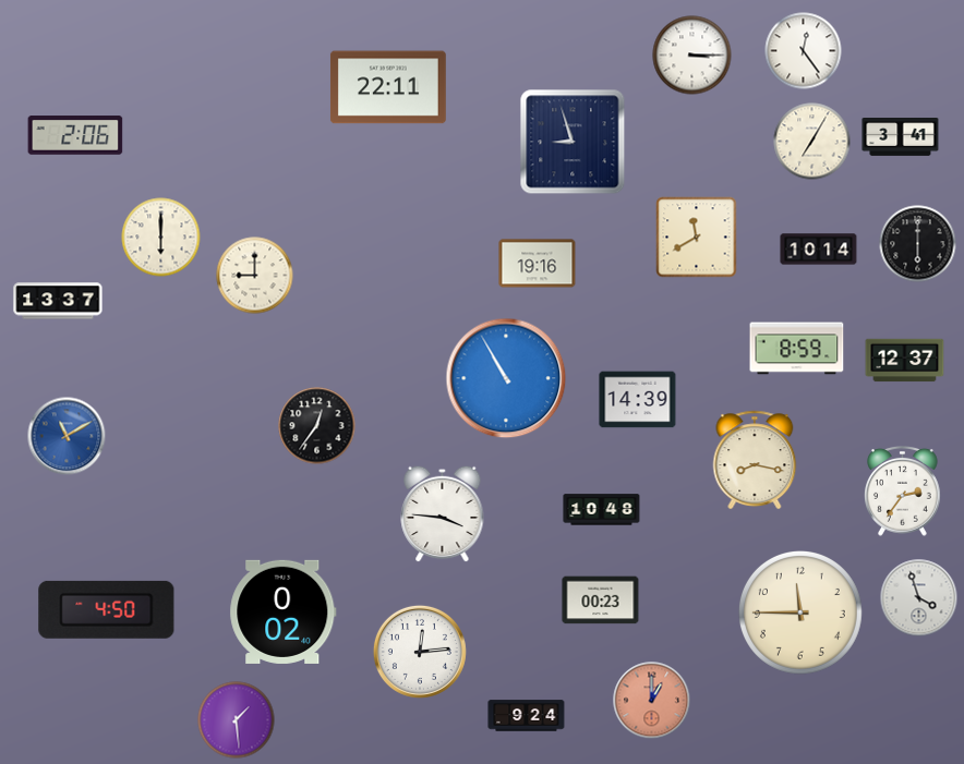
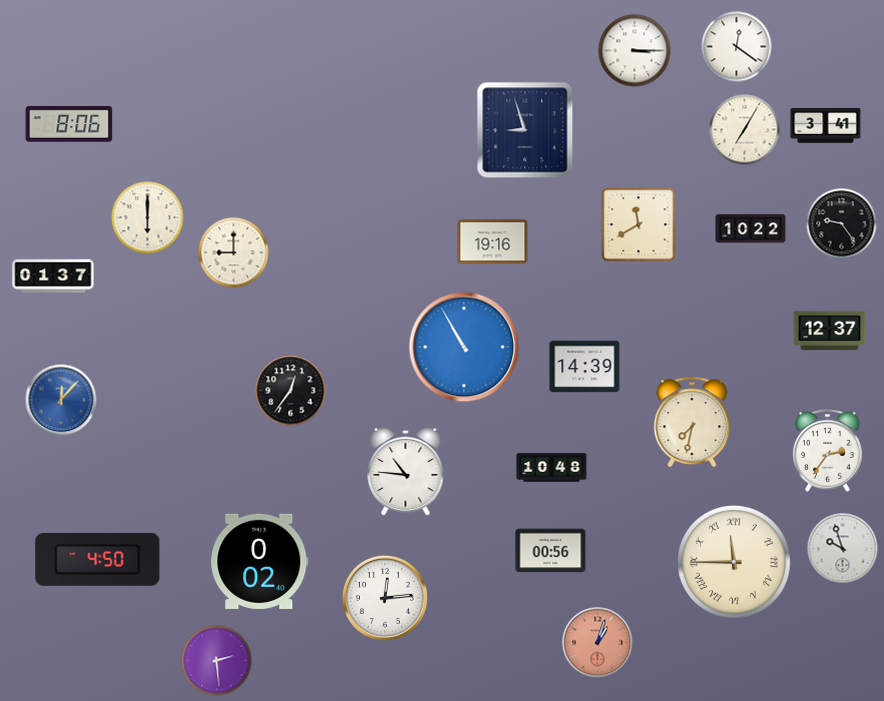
clock at (804, 51): 12:24 -> 12:21
clock at (388, 87): 22:11 -> none
clock at (75, 135): 2:06 -> 8:06
clock at (697, 238) position: (697, 238) -> (639, 225)
clock at (918, 244): 6:00 -> 9:24
clock at (819, 250): 10:14 -> 10:22
clock at (58, 301): 13:37 -> 01:37
clock at (797, 349): 8:59 -> none
clock at (67, 436): 11:10 -> 12:07
clock at (755, 460): 8:17 -> 7:32
clock at (443, 513): 3:46 -> 10:46
clock at (919, 598): 3:57 -> 9:57
clock at (601, 601): 00:23 -> 00:56
clock at (800, 613) numerals: Arabic -> Roman
clock at (652, 701): 1:00 -> 1:03
clock at (527, 716): 9:24 -> none
clock at (237, 720): 1:29 -> 2:29
